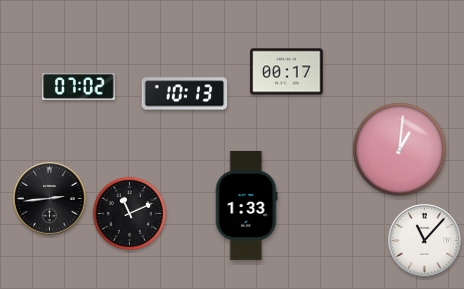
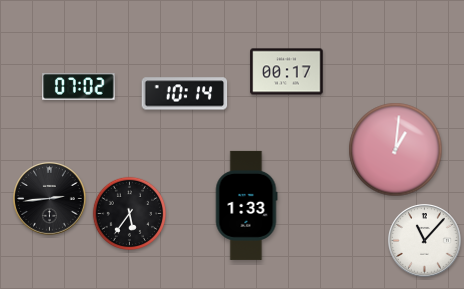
clock at (185, 94): 10:13 -> 10:14
clock at (400, 150) position: (400, 150) -> (396, 150)
clock at (129, 213): 11:11 -> 5:36
